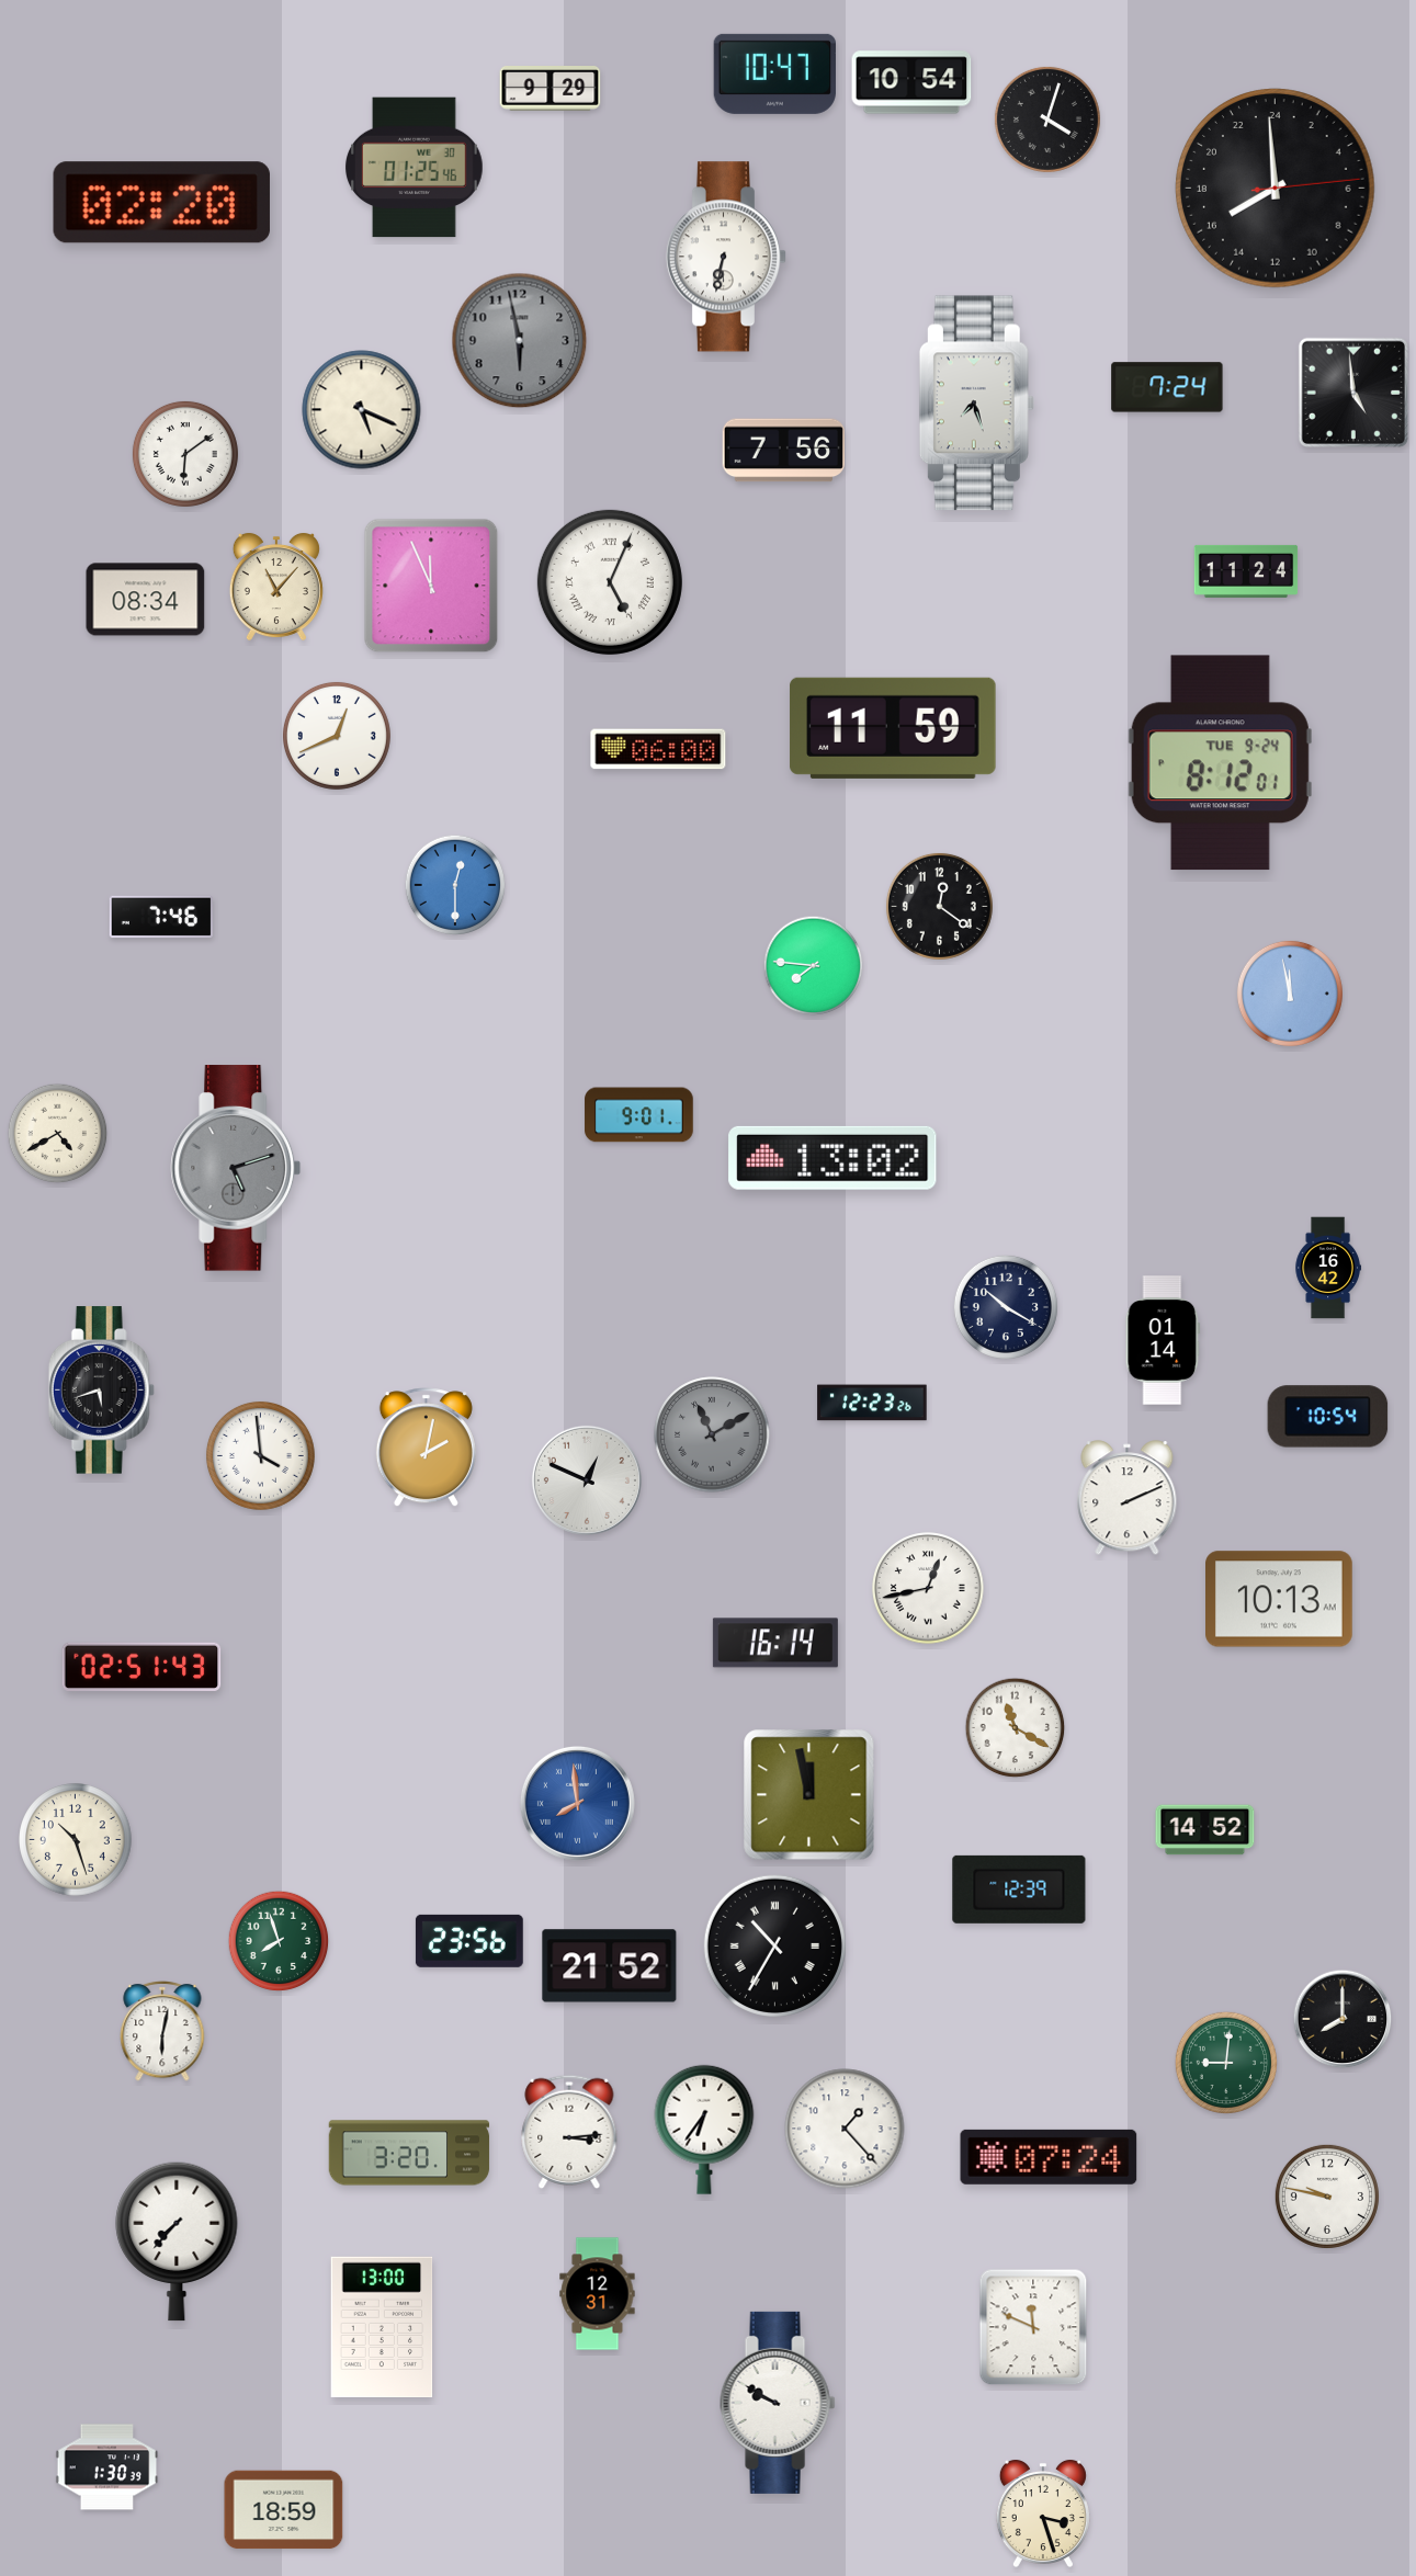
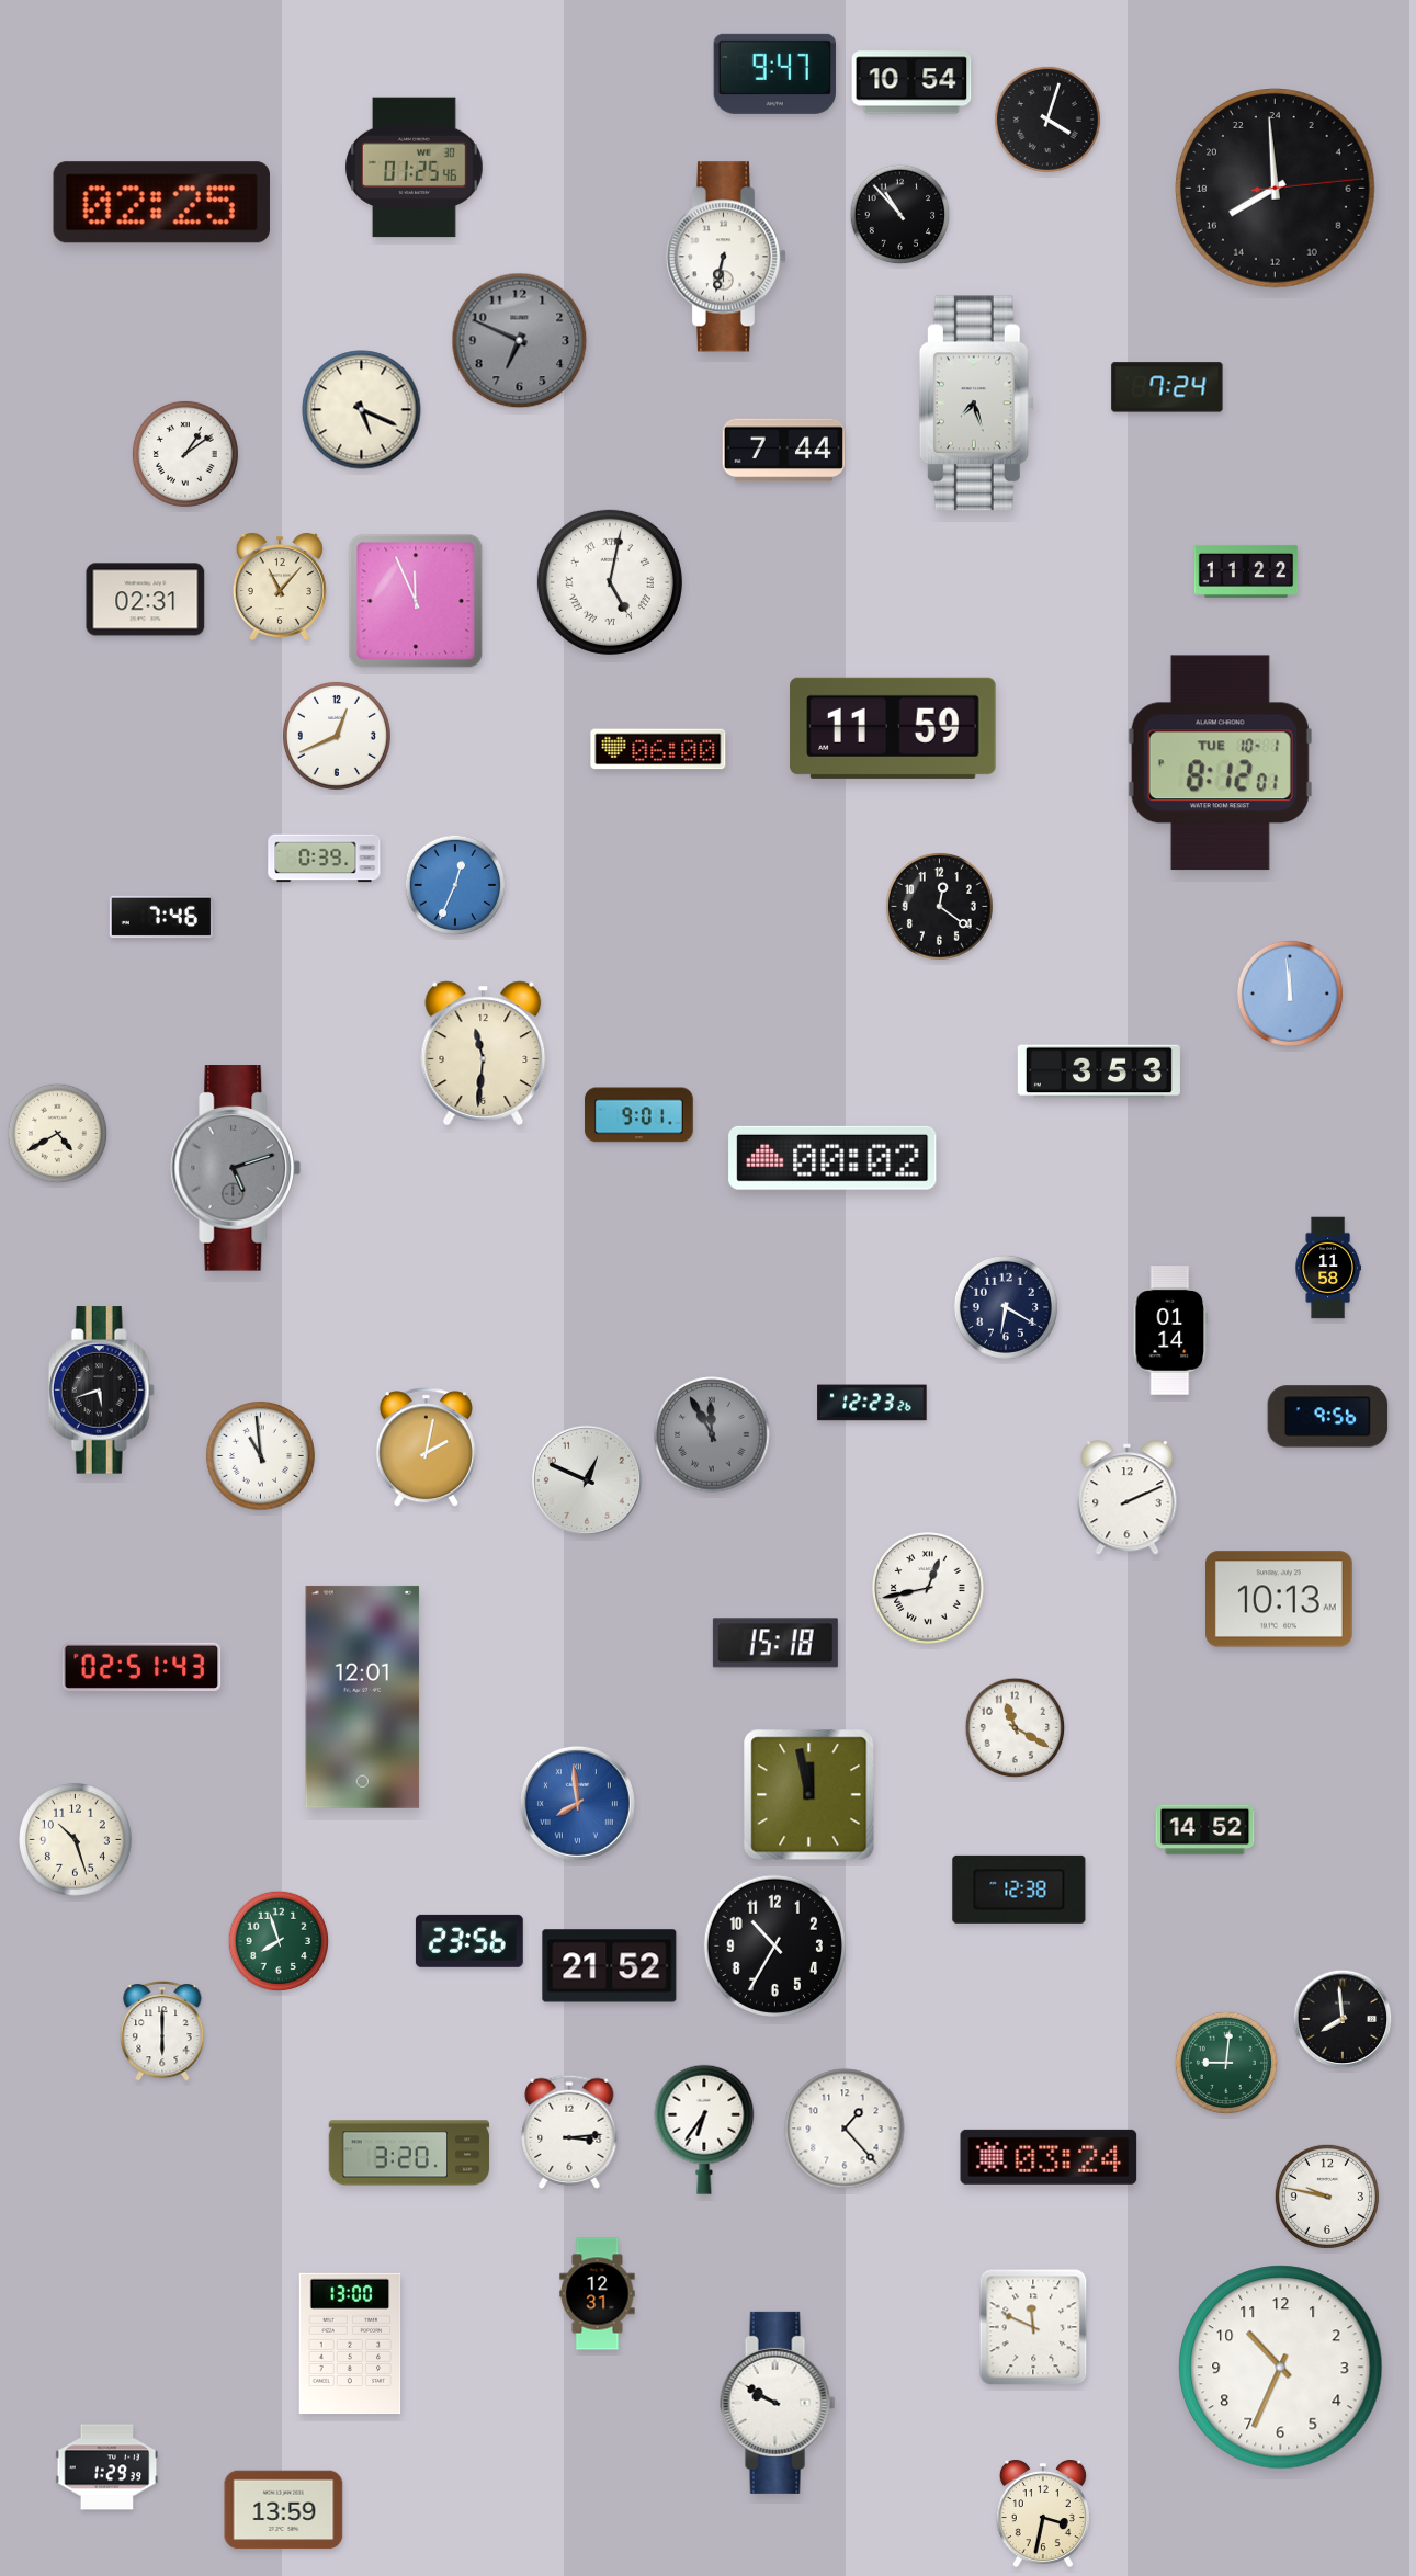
clock at (774, 73): 10:47 -> 9:47
clock at (551, 89): 9:29 -> none
clock at (161, 203): 02:20 -> 02:25
clock at (900, 215): none -> 10:53
clock at (520, 341): 5:58 -> 6:49
clock at (1352, 391): 4:59 -> none
clock at (783, 451): 7:56 -> 7:44
clock at (185, 454): 6:09 -> 1:09
clock at (1246, 571): 11:24 -> 11:22
clock at (610, 582): 5:04 -> 5:02
clock at (431, 586) position: (431, 586) -> (416, 601)
clock at (276, 587) position: (276, 587) -> (280, 587)
clock at (146, 600): 08:34 -> 02:31
clock at (1220, 763) date: TUE 9-24 -> TUE 10-1
clock at (325, 859): none -> 0:39
clock at (455, 885): 12:30 -> 12:34
clock at (814, 966): 7:46 -> none
clock at (1290, 994): 11:58 -> 11:59
clock at (484, 1053): none -> 11:31
clock at (1099, 1071): none -> 3:53
clock at (832, 1158): 13:02 -> 00:02
clock at (1328, 1268): 16:42 -> 11:58
clock at (1006, 1307): 10:20 -> 6:20
clock at (1163, 1340) position: (1163, 1340) -> (1170, 1330)
clock at (1328, 1417): 10:54 -> 9:56
clock at (712, 1434): 11:10 -> 11:55
clock at (260, 1455): 3:59 -> 10:59
clock at (775, 1643): 16:14 -> 15:18
clock at (363, 1696): none -> 12:01
clock at (1019, 1890): 12:39 -> 12:38
clock at (774, 1945) numerals: Roman -> Arabic
clock at (1343, 2019): 8:00 -> 7:59
clock at (162, 2031): 6:02 -> 6:00
clock at (1049, 2157): 07:24 -> 03:24
clock at (177, 2242): 7:37 -> none
clock at (382, 2327) position: (382, 2327) -> (350, 2344)
clock at (1281, 2368): none -> 10:34
clock at (107, 2467): 1:30 -> 1:29
clock at (284, 2510): 18:59 -> 13:59
clock at (1043, 2513): 3:27 -> 3:32
